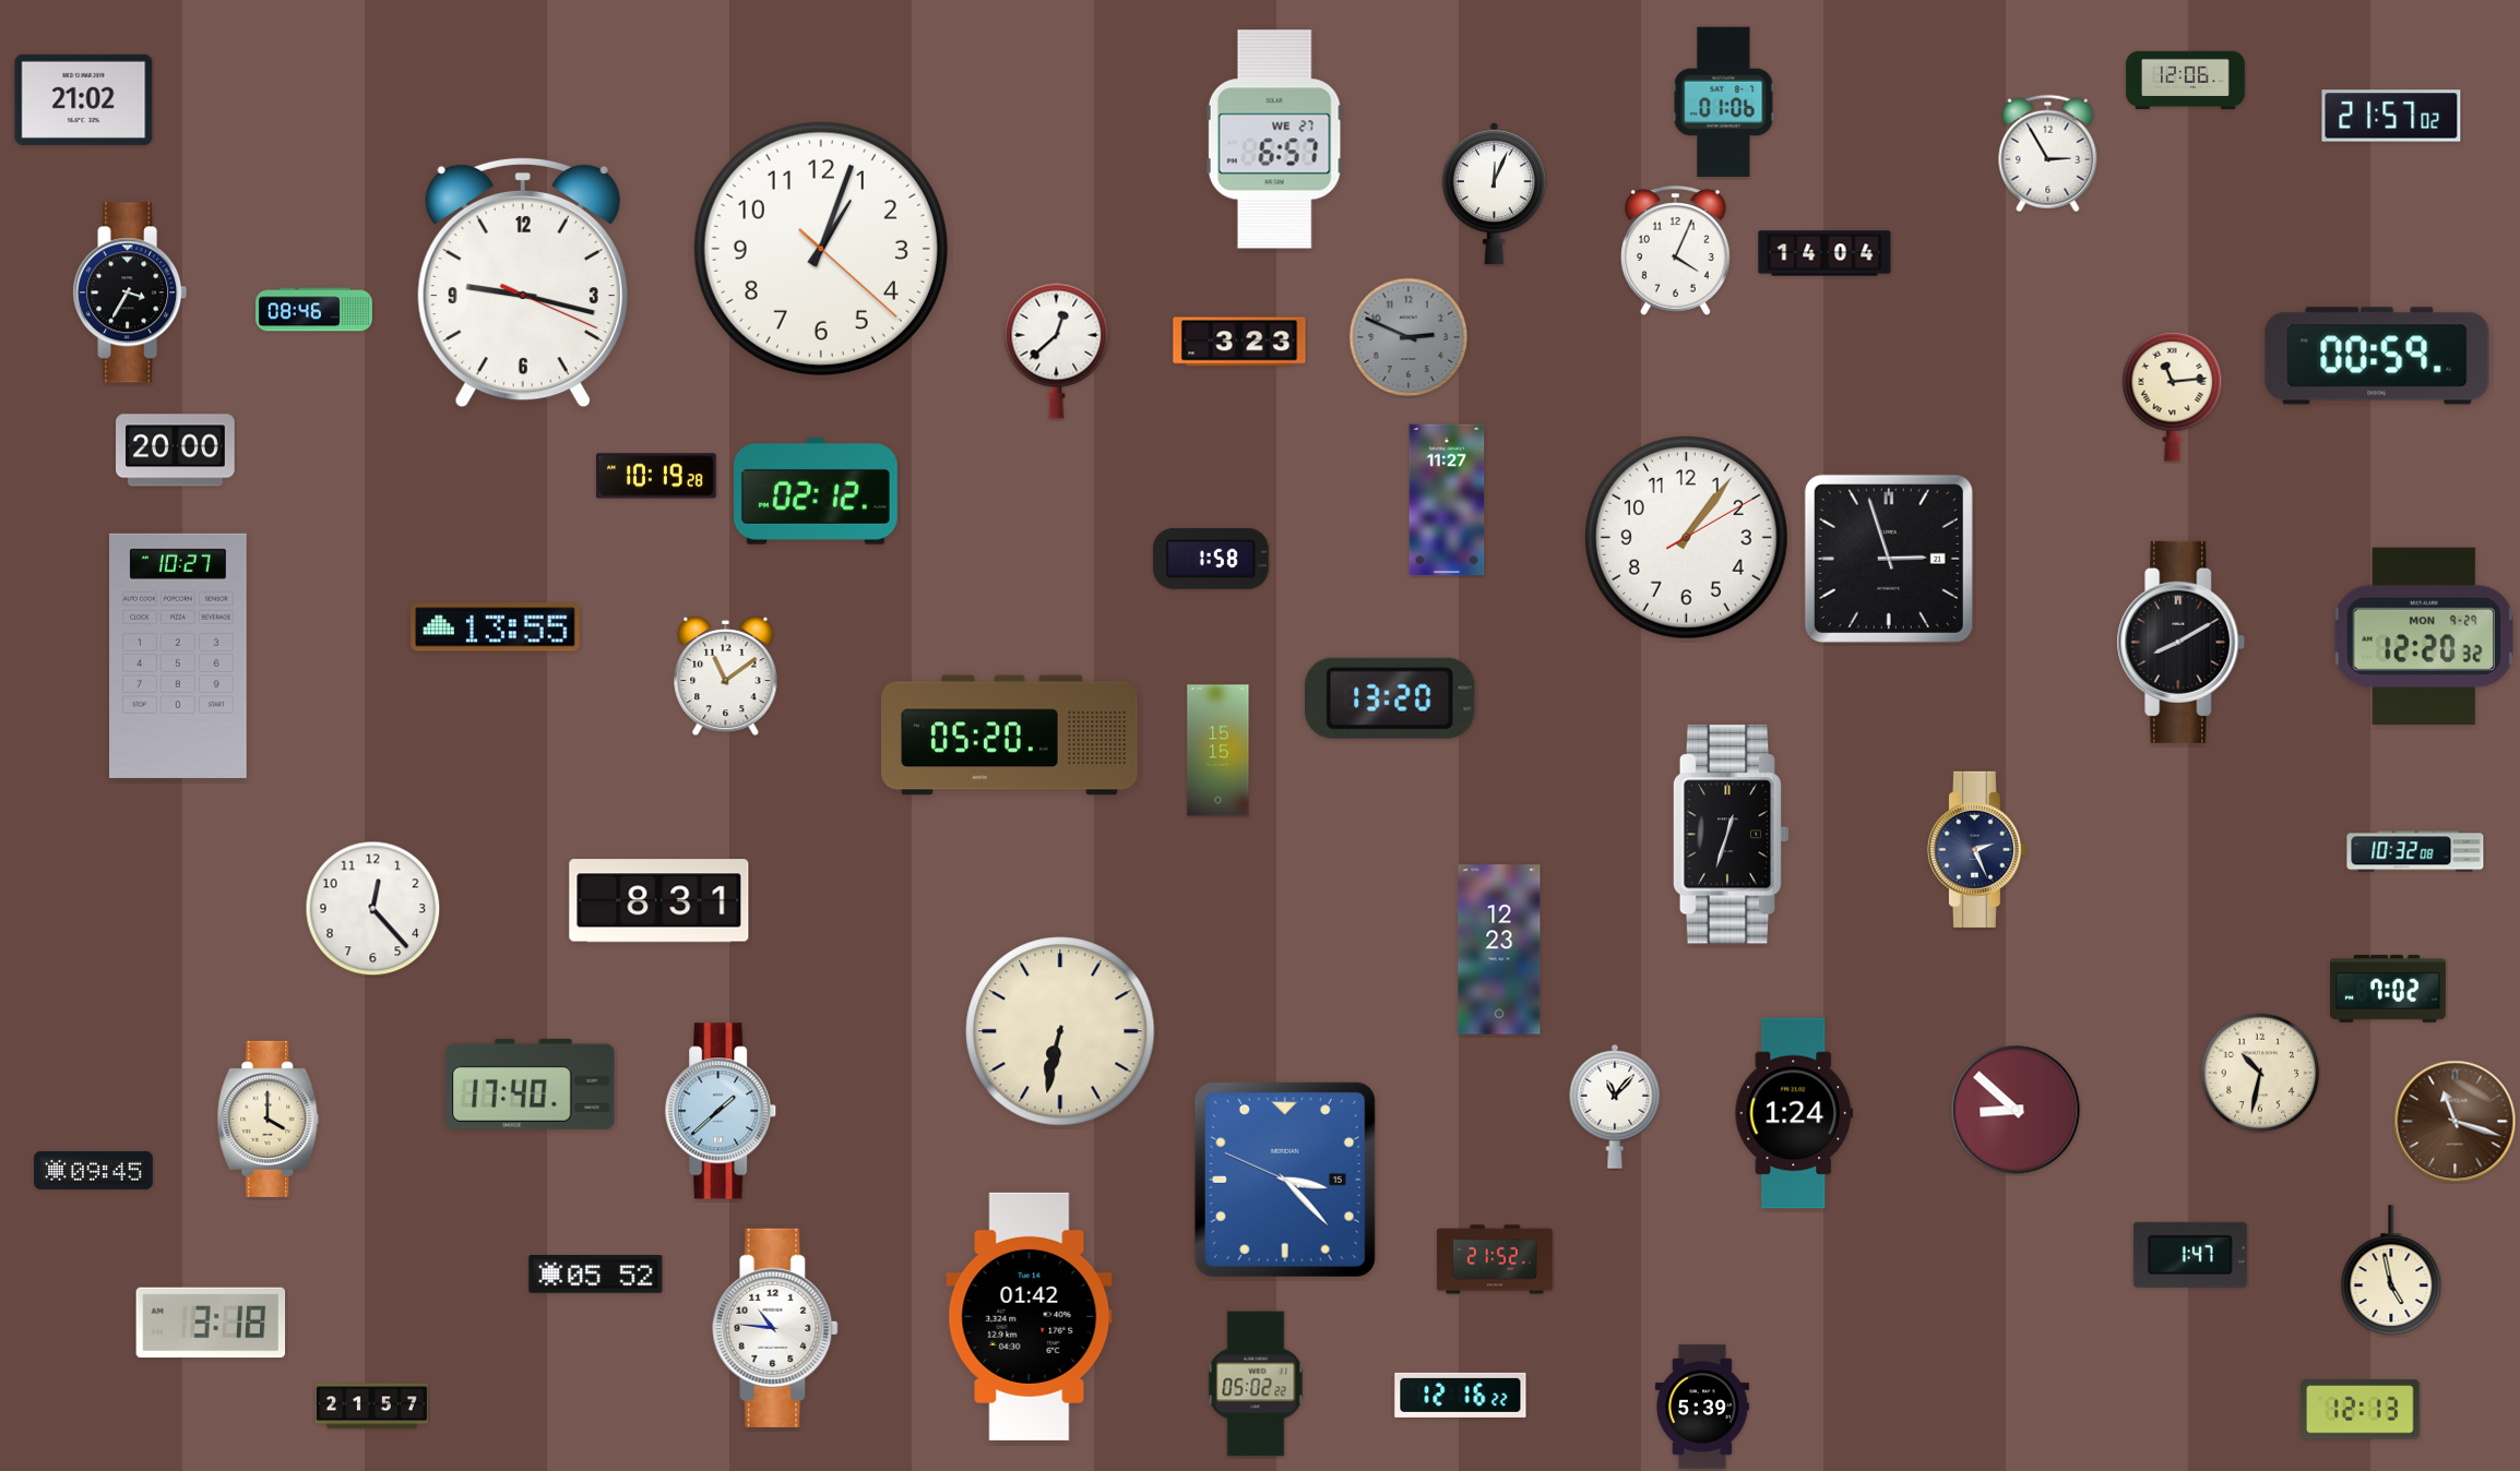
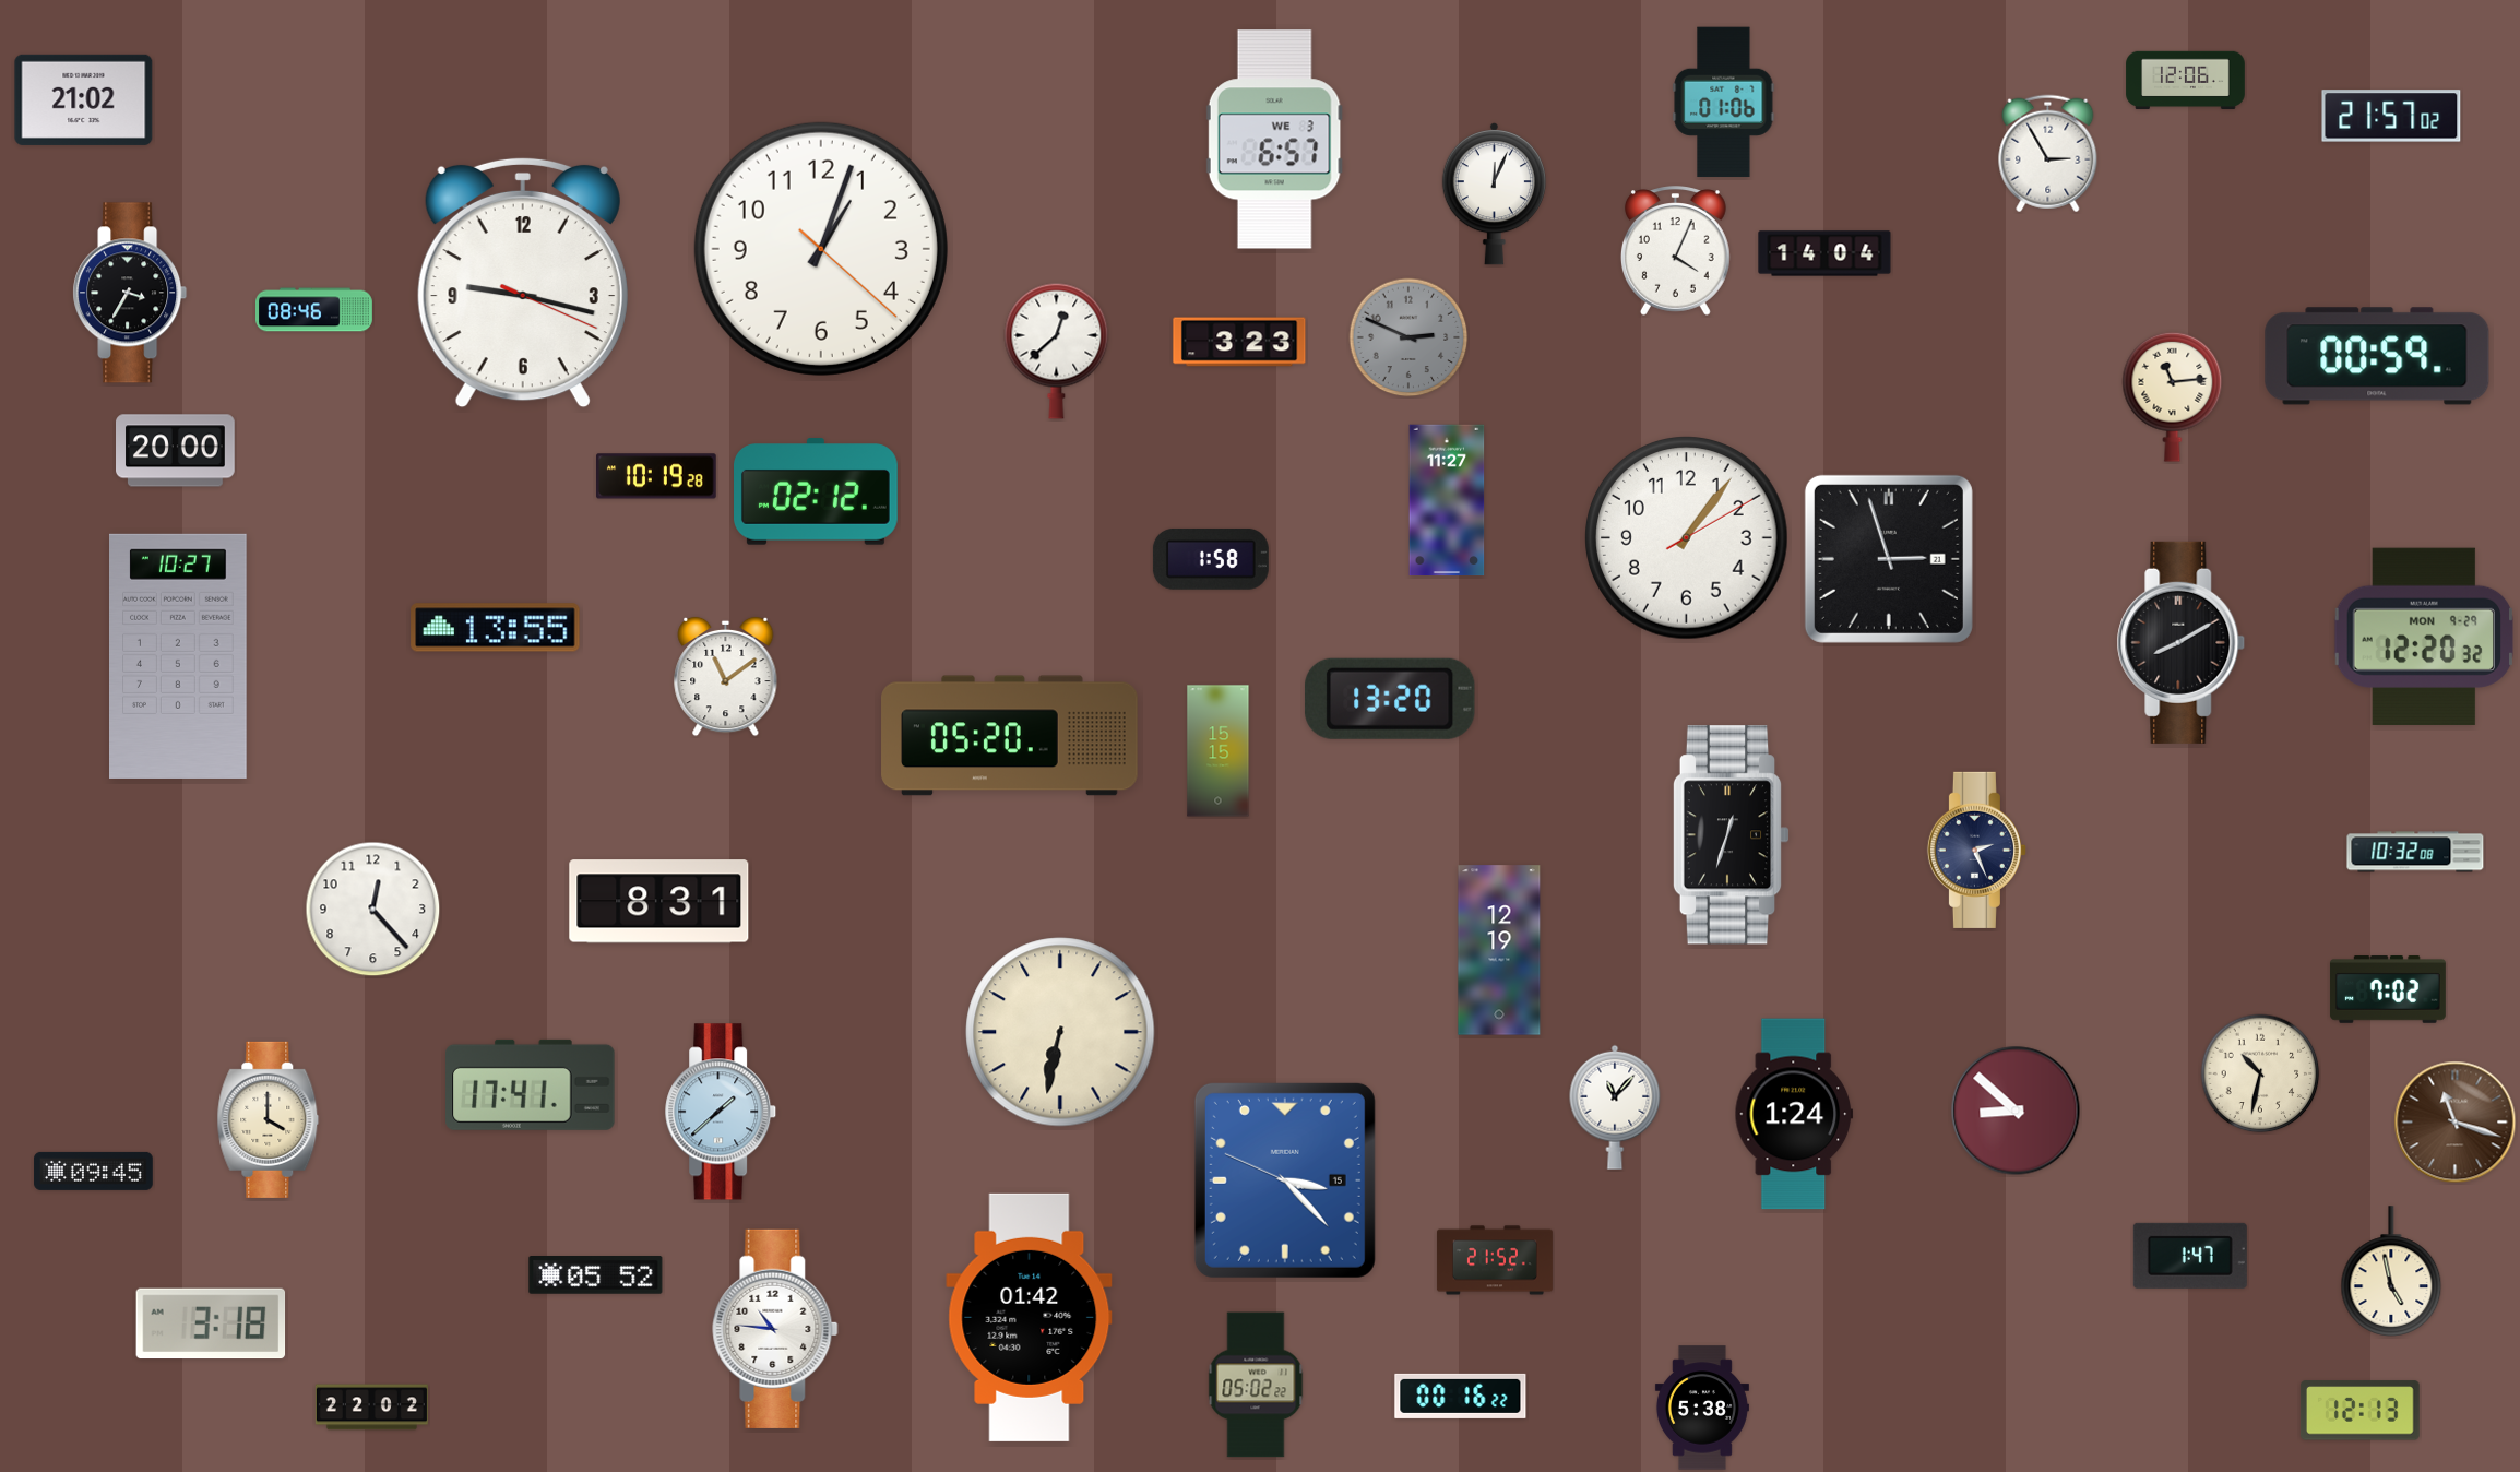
clock at (1274, 140) date: WE 27 -> WE 3
clock at (1499, 949): 12:23 -> 12:19
clock at (531, 1084): 17:40 -> 17:41
clock at (1461, 1395): 12:16 -> 00:16
clock at (371, 1407): 21:57 -> 22:02
clock at (1702, 1407): 5:39 -> 5:38
